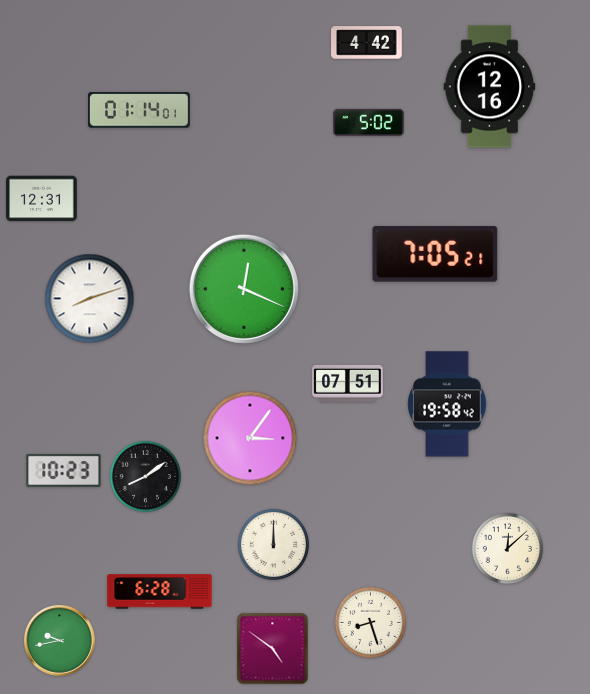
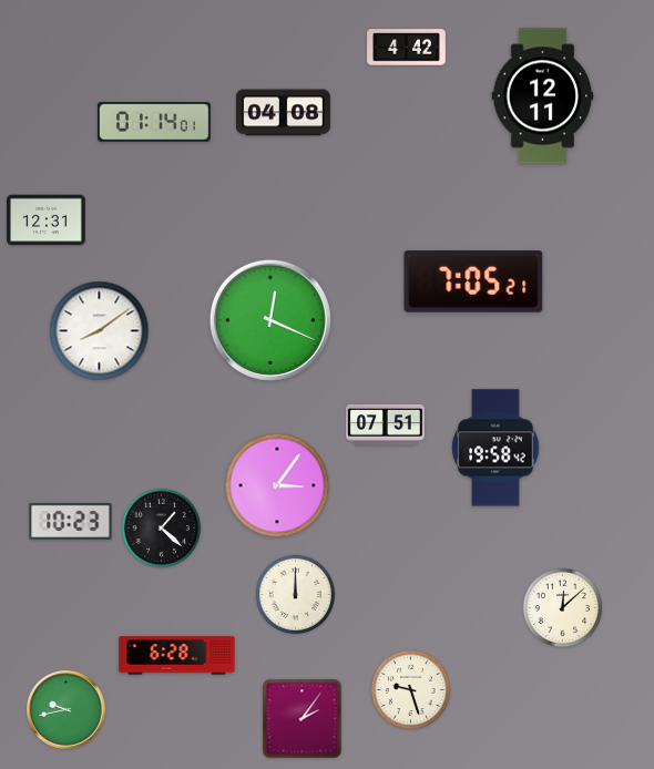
clock at (490, 87): 12:16 -> 12:11
clock at (283, 113): none -> 04:08
clock at (369, 122): 5:02 -> none
clock at (435, 254) position: (435, 254) -> (473, 281)
clock at (90, 299): 8:12 -> 8:09
clock at (146, 477): 8:09 -> 1:22
clock at (274, 545) position: (274, 545) -> (296, 595)
clock at (371, 623): 8:27 -> 9:27
clock at (273, 649): 4:51 -> 2:06
